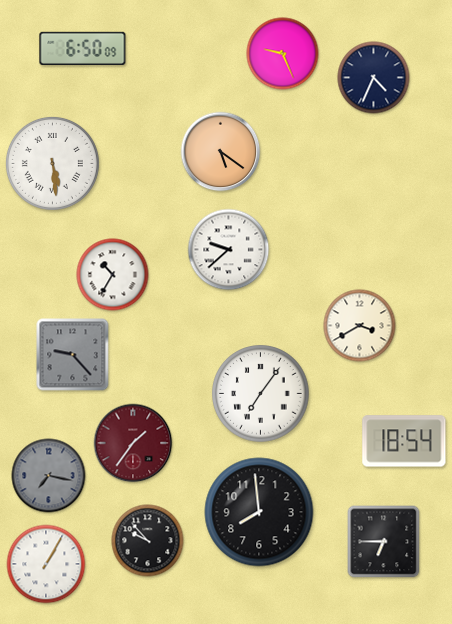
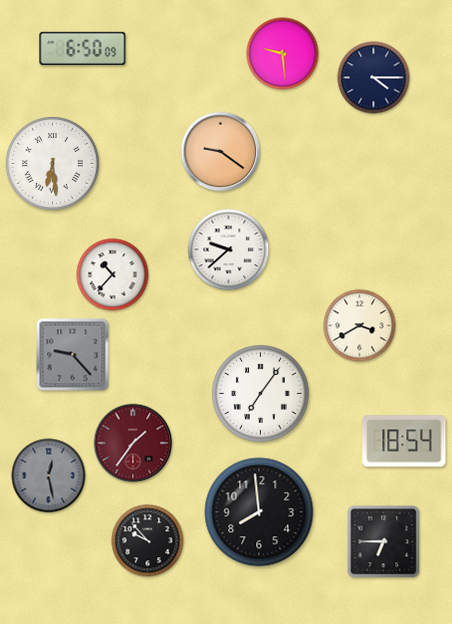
clock at (283, 54): 9:26 -> 9:29
clock at (374, 78): 4:34 -> 4:15
clock at (221, 152): 5:21 -> 9:21
clock at (52, 163): 5:29 -> 6:29
clock at (113, 275): 10:35 -> 10:37
clock at (49, 476): 7:17 -> 12:28
clock at (46, 564): 1:05 -> none
